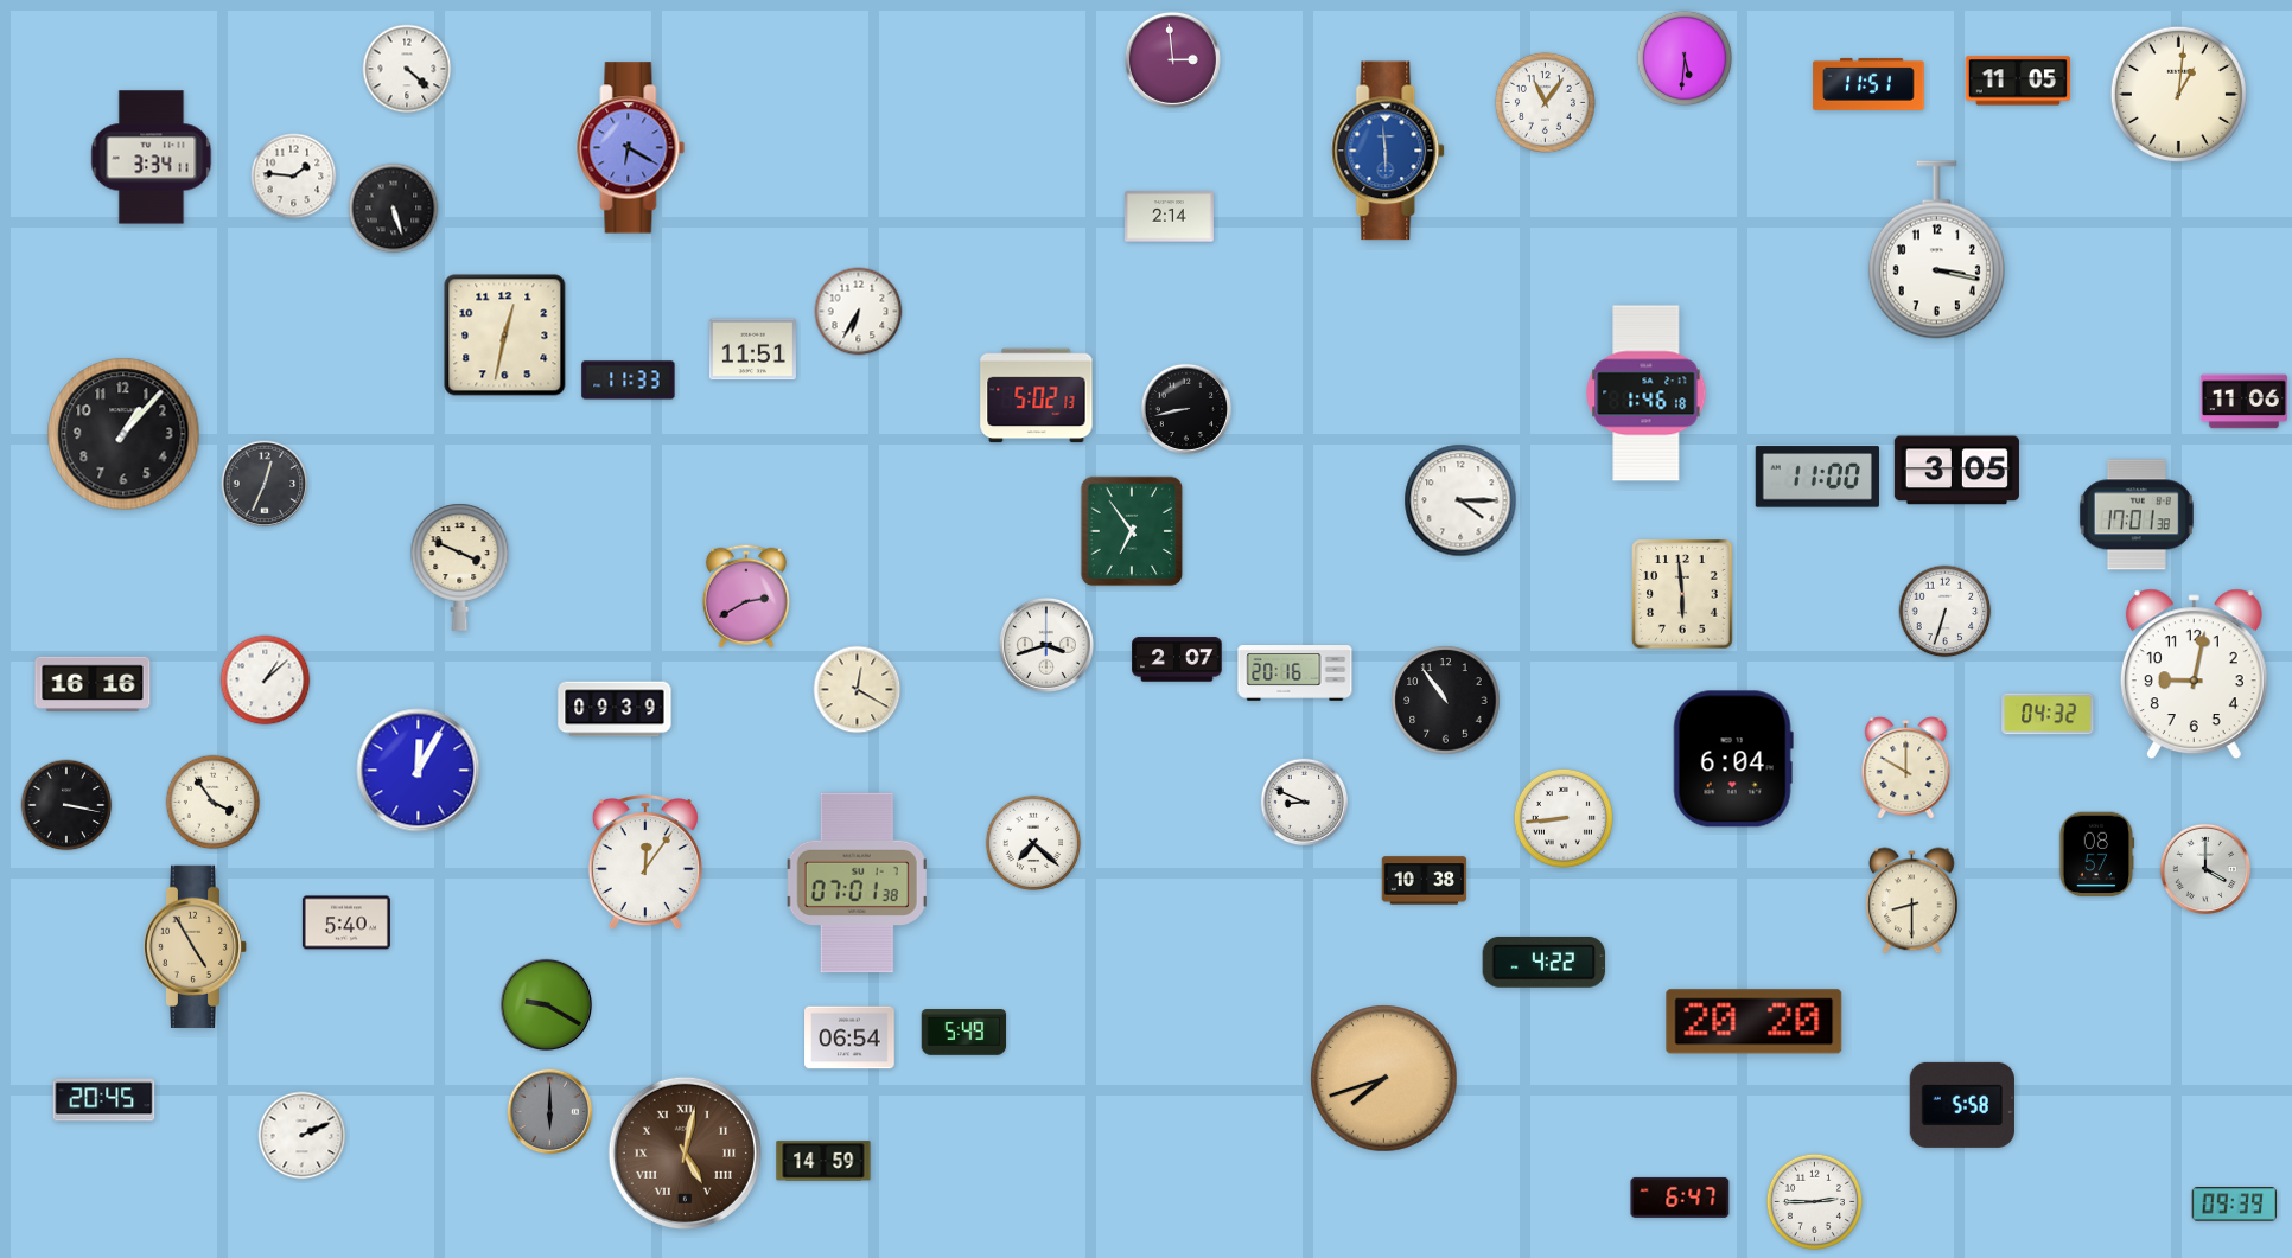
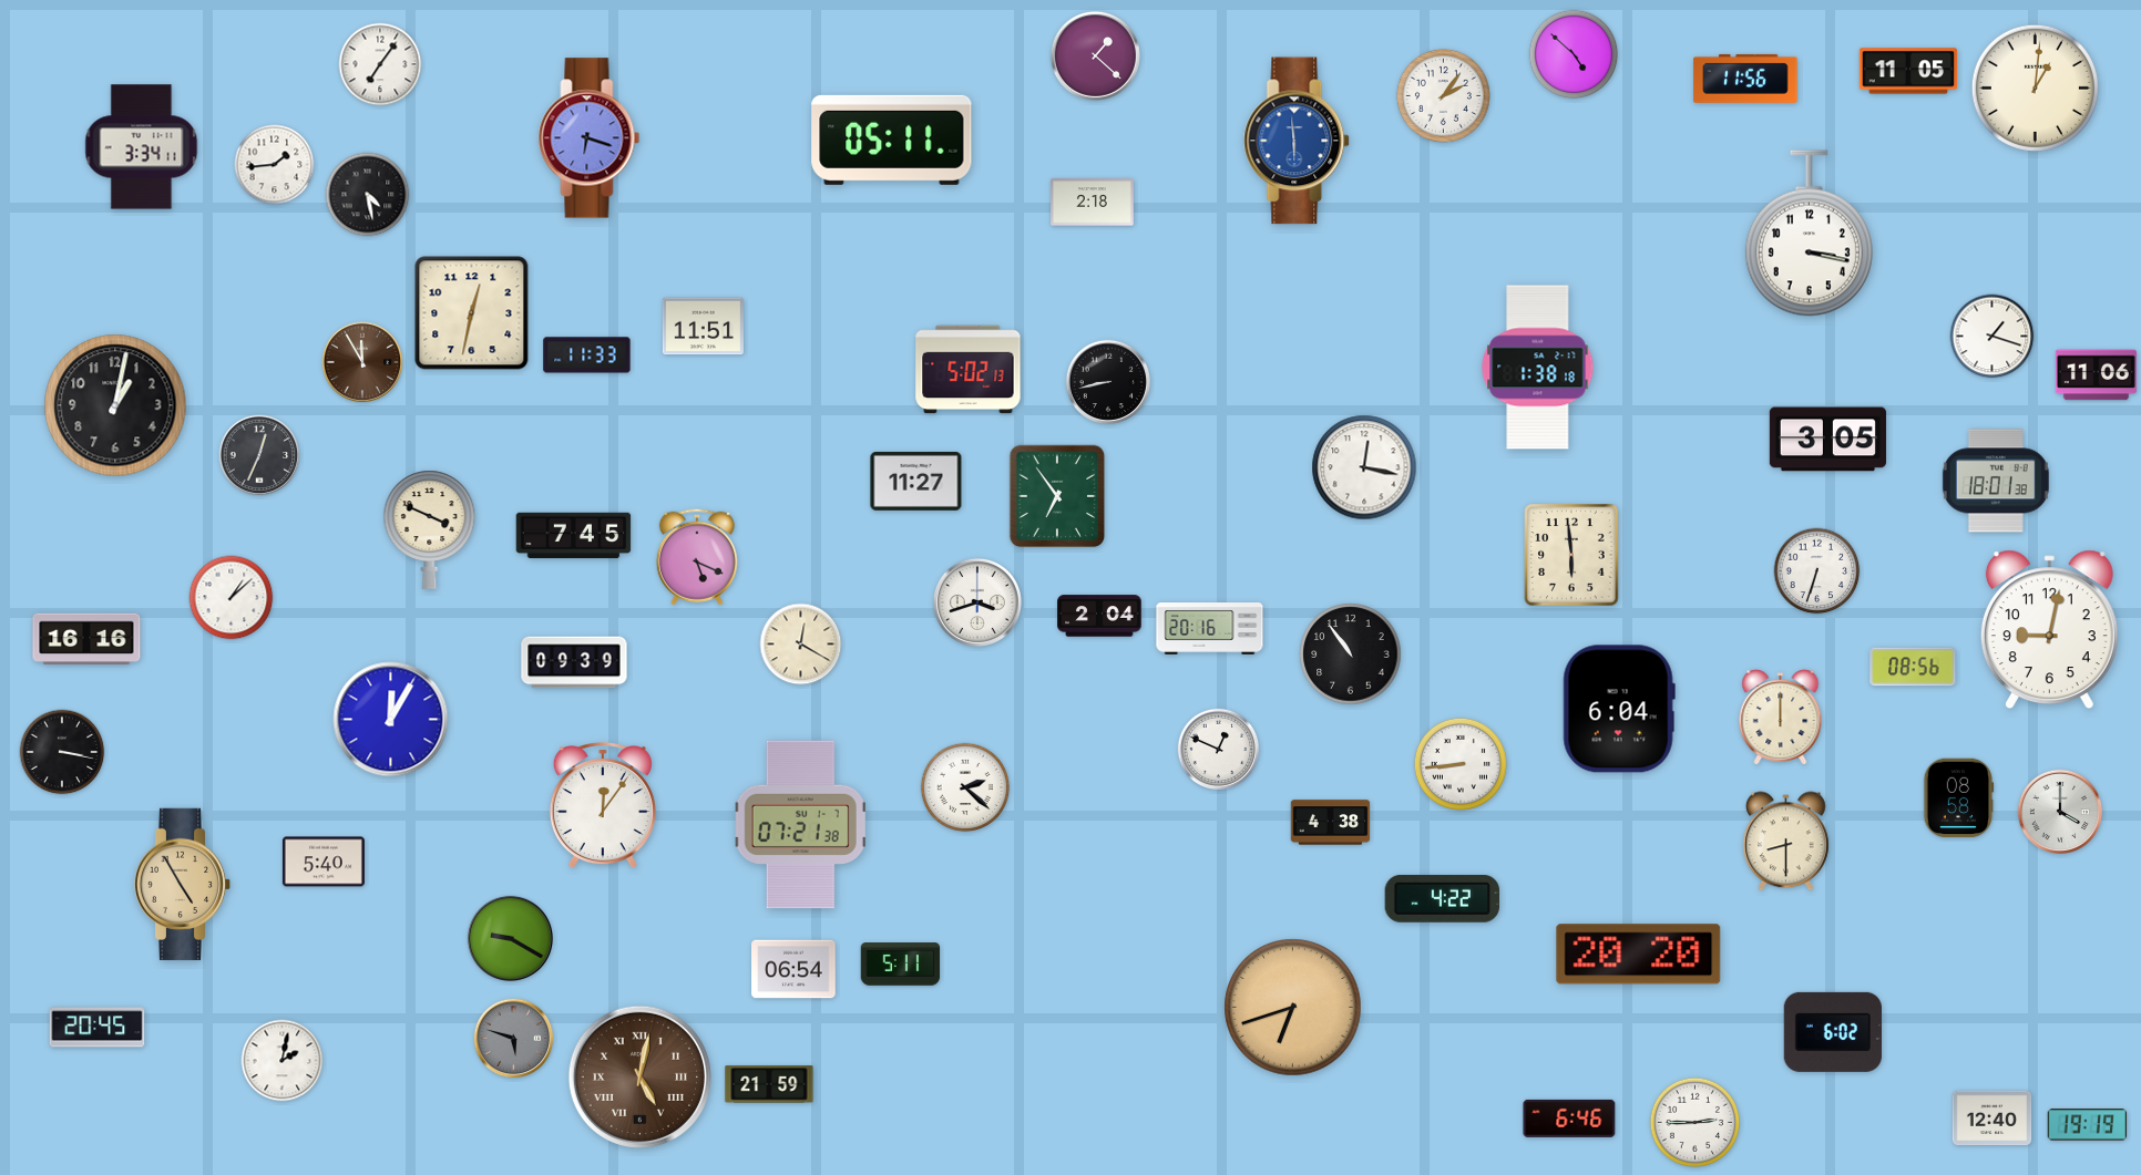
clock at (1685, 58): 5:31 -> 4:52
clock at (1172, 59): 2:59 -> 1:22
clock at (407, 69): 4:22 -> 7:06
clock at (2018, 81) position: (2018, 81) -> (1908, 71)
clock at (1868, 84): 11:51 -> 11:56
clock at (1545, 102): 11:06 -> 2:06
clock at (631, 148): 6:20 -> 6:18
clock at (892, 140): none -> 05:11
clock at (294, 177): 1:46 -> 1:44
clock at (394, 209): 5:27 -> 4:28
clock at (1170, 217): 2:14 -> 2:18
clock at (859, 312): 6:35 -> none
clock at (1993, 337): none -> 1:18
clock at (362, 362): none -> 11:55
clock at (1647, 394): 1:46 -> 1:38
clock at (123, 434): 1:07 -> 1:02
clock at (1816, 477): 11:00 -> none
clock at (265, 484) position: (265, 484) -> (259, 455)
clock at (1460, 500): 4:15 -> 12:17
clock at (916, 481): none -> 11:27
clock at (2137, 515): 17:01 -> 18:01
clock at (574, 536): none -> 7:45
clock at (746, 596): 2:40 -> 5:19
clock at (1177, 659): 2:07 -> 2:04
clock at (266, 681) position: (266, 681) -> (232, 598)
clock at (2048, 714): 04:32 -> 08:56
clock at (1906, 768): 10:00 -> 12:00
clock at (214, 803): 3:54 -> none
clock at (1305, 803): 8:49 -> 12:49
clock at (1033, 843): 7:22 -> 2:22
clock at (2096, 855): 08:57 -> 08:58
clock at (1425, 881): 10:38 -> 4:38
clock at (857, 883): 07:01 -> 07:21
clock at (964, 1033): 5:49 -> 5:11
clock at (1384, 1079): 7:42 -> 6:42
clock at (1962, 1105): 5:58 -> 6:02
clock at (550, 1112): 6:00 -> 5:48
clock at (303, 1136): 2:11 -> 2:02
clock at (823, 1161): 14:59 -> 21:59
clock at (1680, 1198): 6:47 -> 6:46
clock at (1993, 1119): none -> 12:40
clock at (2235, 1205): 09:39 -> 19:19
